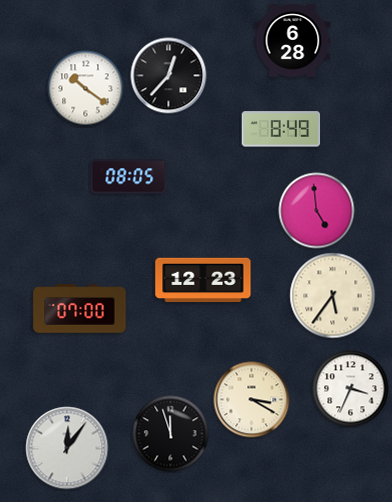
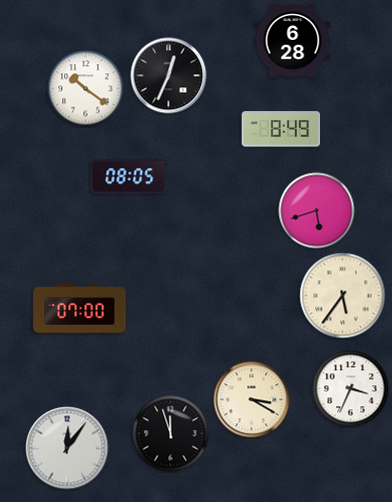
clock at (169, 76): 12:37 -> 12:34
clock at (317, 211): 4:59 -> 5:42
clock at (203, 280): 12:23 -> none
clock at (333, 296) position: (333, 296) -> (343, 296)
